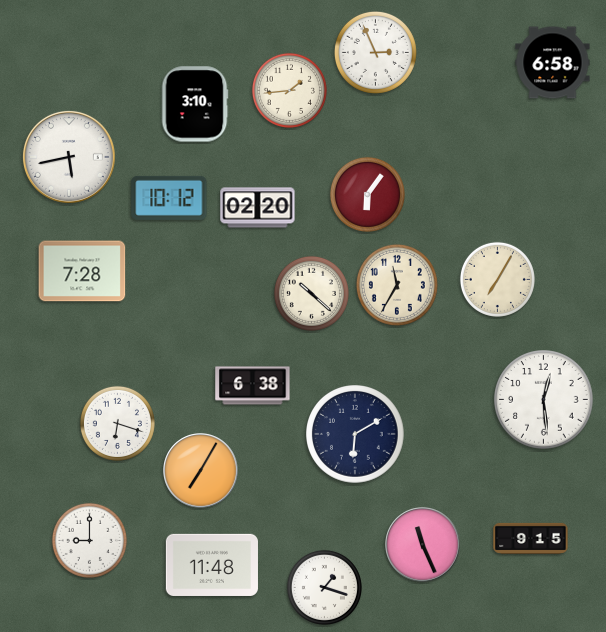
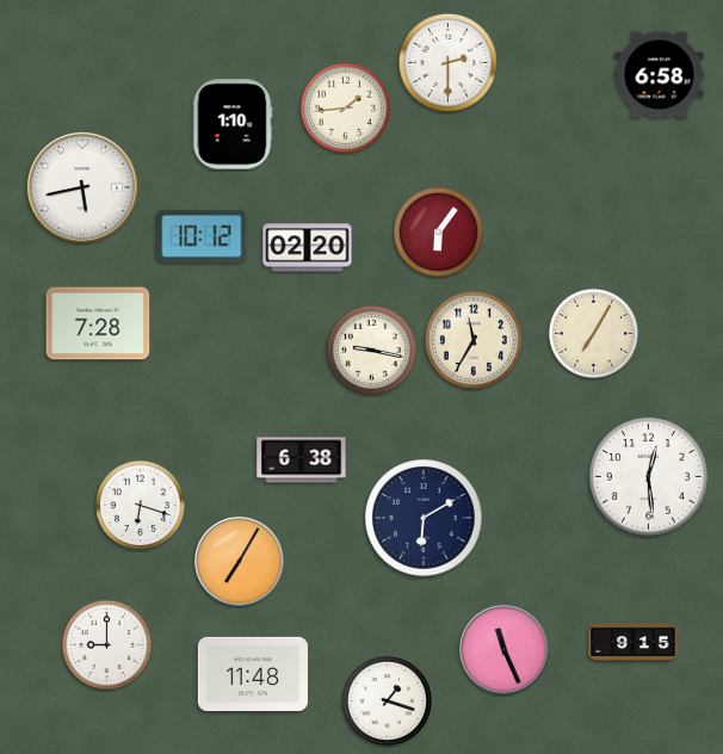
clock at (375, 52): 2:56 -> 2:30
clock at (195, 104): 3:10 -> 1:10
clock at (311, 293): 10:22 -> 9:17
